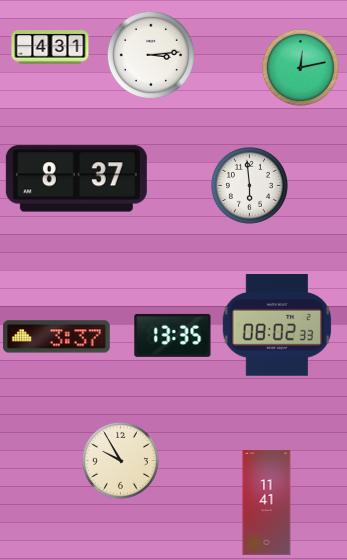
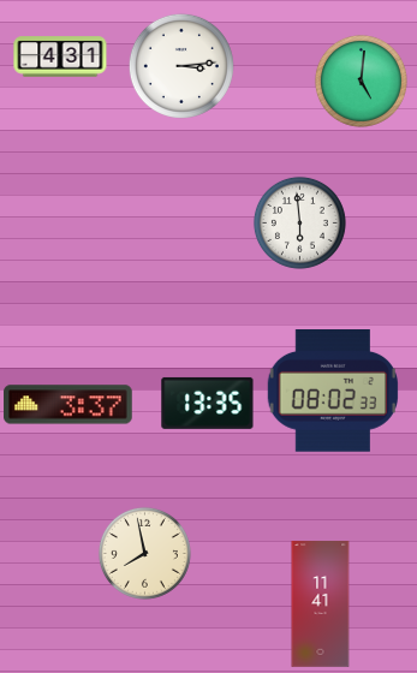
clock at (300, 67): 12:13 -> 5:01
clock at (76, 179): 8:37 -> none
clock at (120, 460): 9:55 -> 7:58
